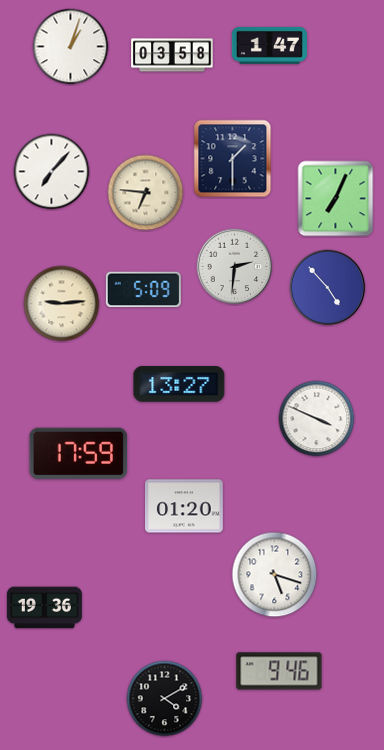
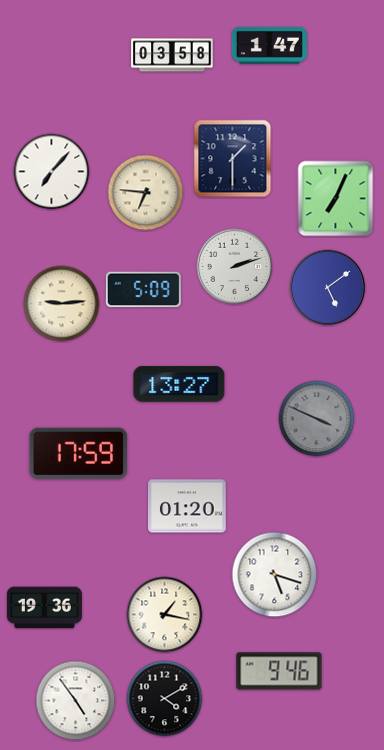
clock at (71, 47): 1:03 -> none
clock at (235, 267): 2:31 -> 2:12
clock at (328, 288): 4:53 -> 5:09
clock at (317, 419) dial: white -> grey
clock at (185, 506) position: (185, 506) -> (188, 506)
clock at (165, 615): none -> 1:17
clock at (76, 701): none -> 4:54
